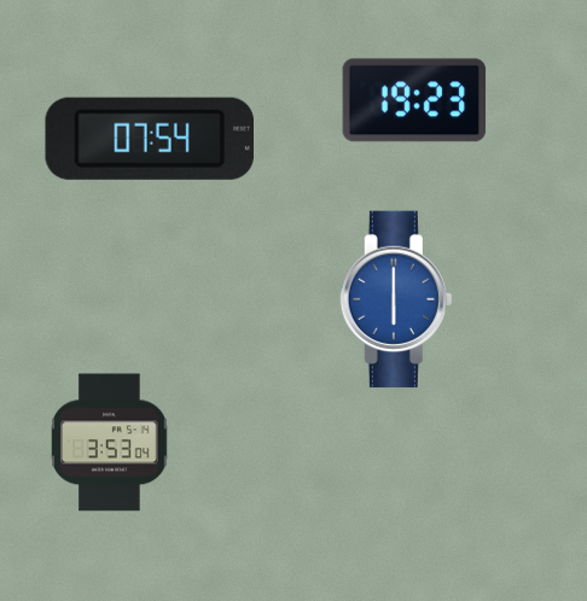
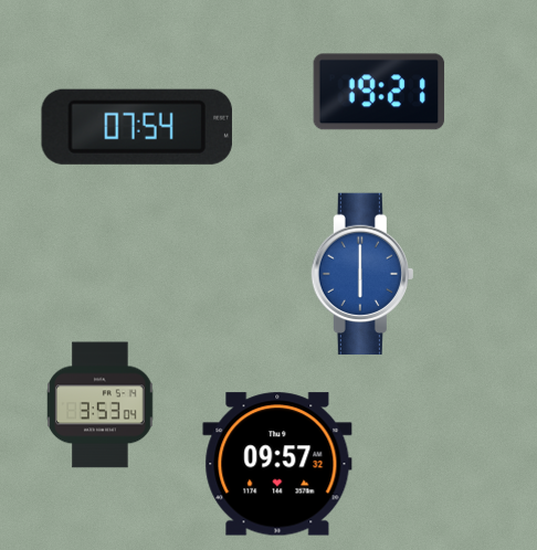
clock at (414, 100): 19:23 -> 19:21
clock at (277, 464): none -> 09:57
